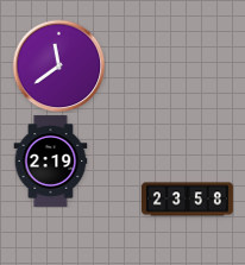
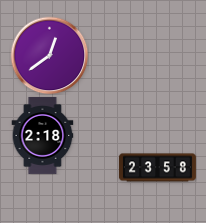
clock at (58, 65): 11:39 -> 12:39
clock at (51, 160): 2:19 -> 2:18
